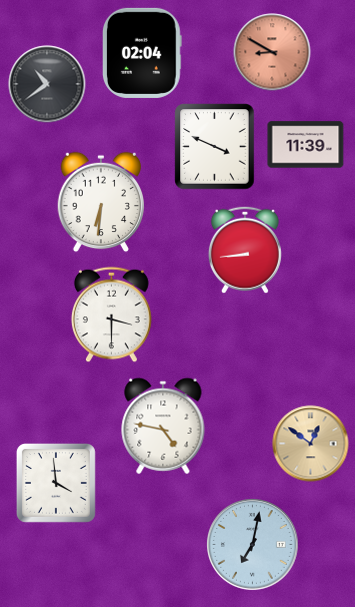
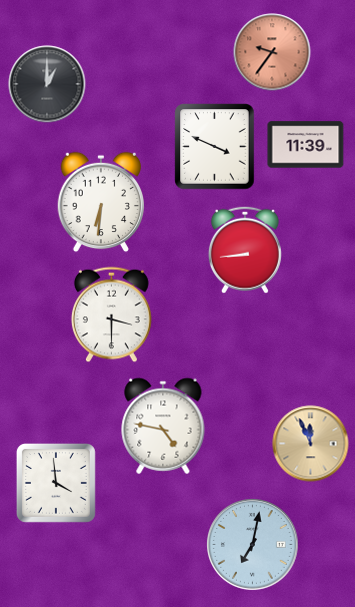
clock at (272, 52): 8:50 -> 9:36
clock at (143, 53): 02:04 -> none
clock at (47, 84): 10:39 -> 1:00
clock at (311, 444): 12:51 -> 11:56
